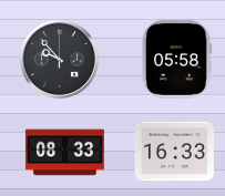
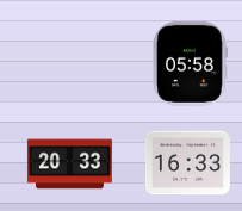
clock at (59, 59): 9:53 -> none
clock at (64, 153): 08:33 -> 20:33
